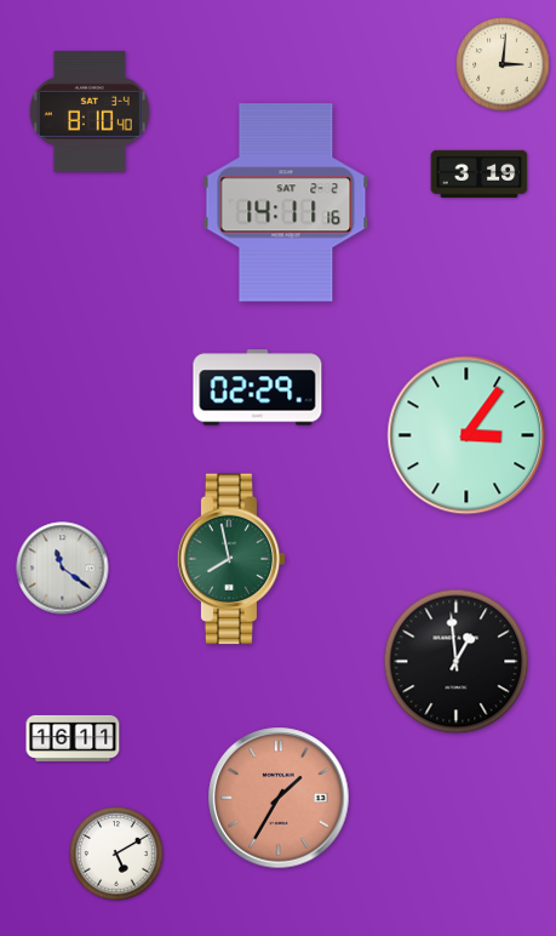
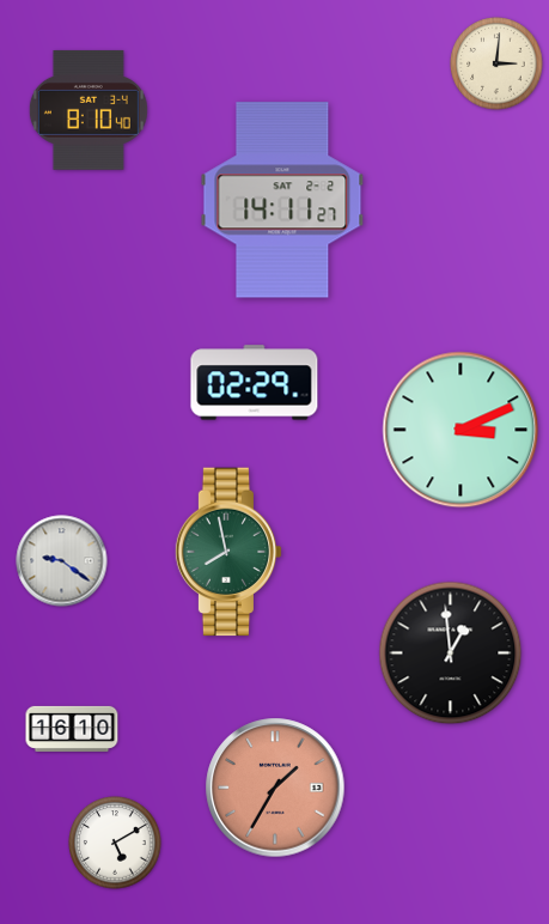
clock at (480, 173): 3:19 -> none
clock at (286, 202): 14:11:16 -> 14:11:27
clock at (466, 435): 3:06 -> 3:11
clock at (63, 569): 11:21 -> 9:21
clock at (73, 738): 16:11 -> 16:10
